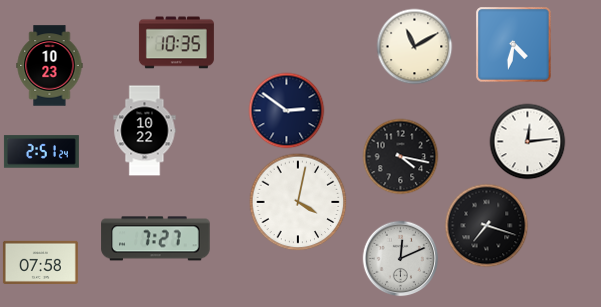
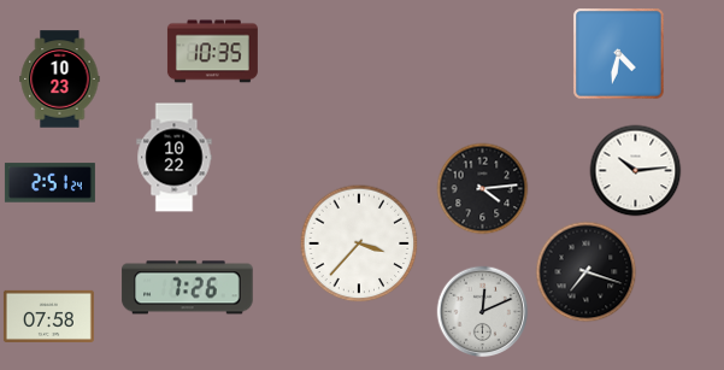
clock at (415, 47): 11:10 -> none
clock at (287, 111): 2:51 -> none
clock at (528, 142): 12:14 -> 10:14
clock at (401, 157): 4:17 -> 4:14
clock at (298, 202): 4:02 -> 3:37
clock at (156, 239): 7:27 -> 7:26
